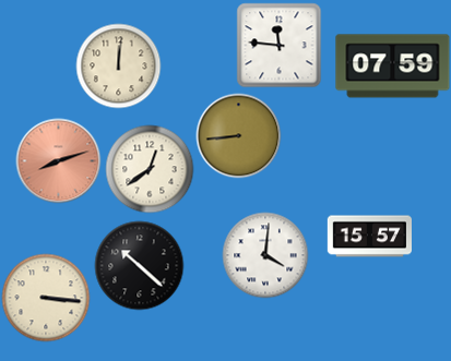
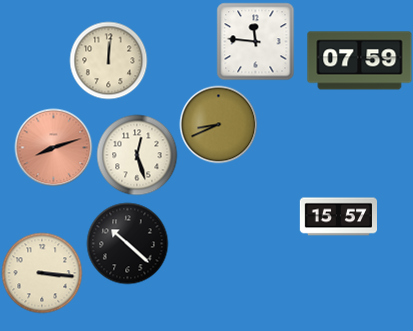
clock at (238, 135): 8:44 -> 8:41
clock at (150, 169): 12:39 -> 12:27
clock at (265, 255): 4:01 -> none
